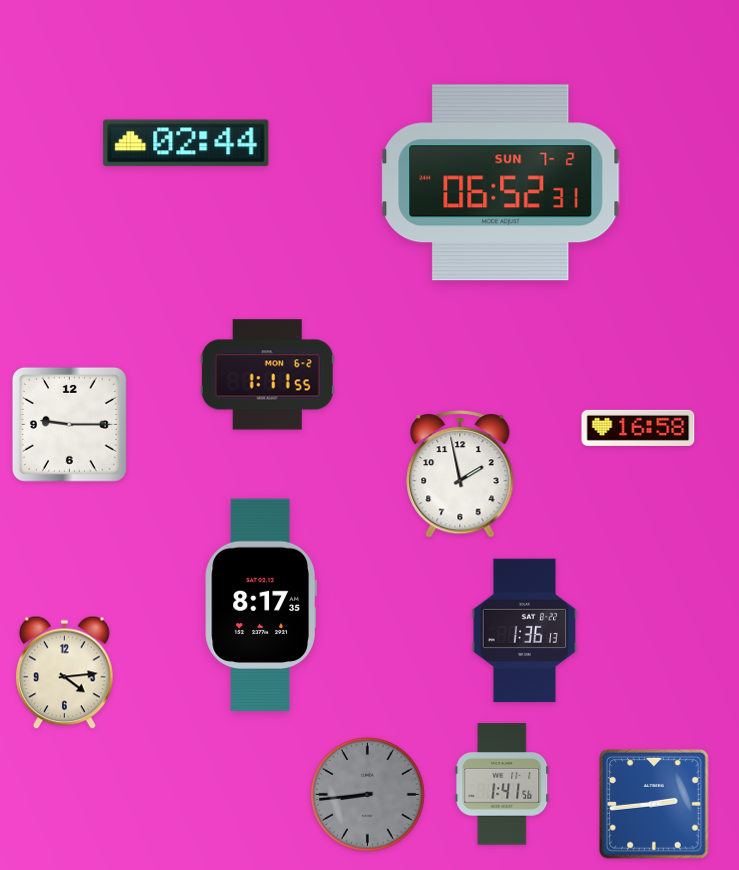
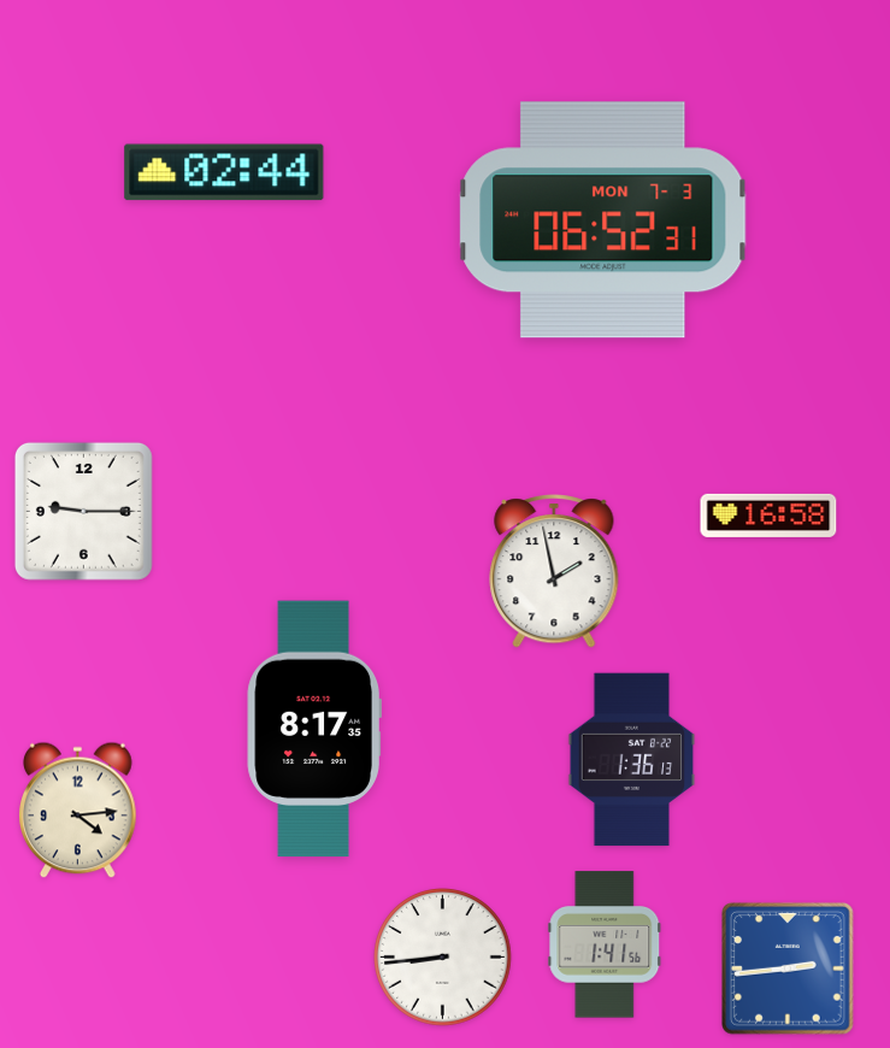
clock at (501, 183) date: SUN 7-2 -> MON 7-3
clock at (267, 375): 1:11 -> none
clock at (368, 795) dial: grey -> white
